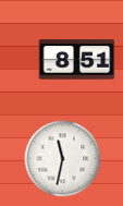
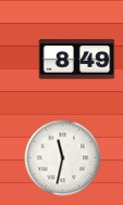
clock at (77, 60): 8:51 -> 8:49
